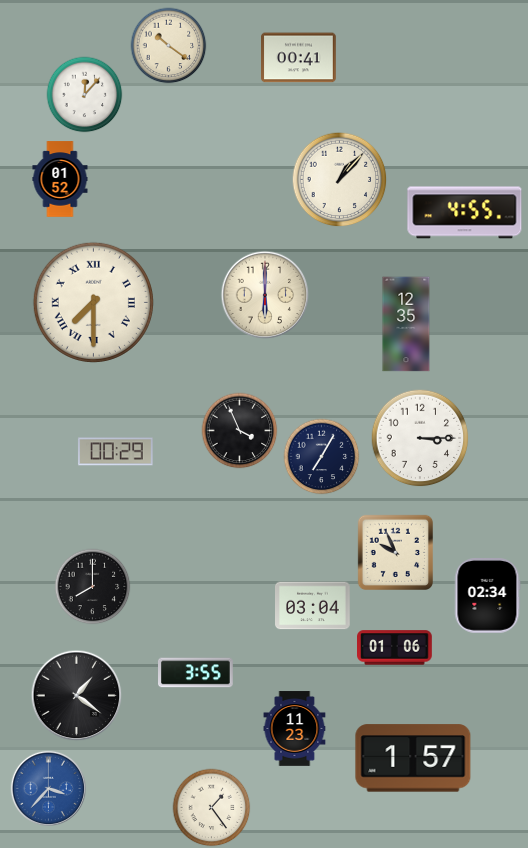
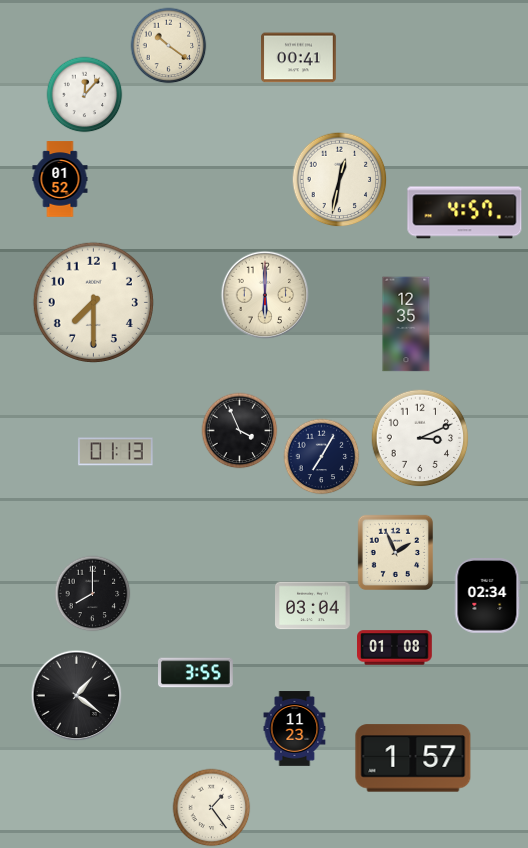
clock at (340, 180): 1:07 -> 12:32
clock at (465, 213): 4:55 -> 4:57
clock at (93, 302) numerals: Roman -> Arabic
clock at (420, 438): 3:15 -> 3:11
clock at (116, 452): 00:29 -> 01:13
clock at (395, 552): 9:56 -> 1:56
clock at (93, 587) position: (93, 587) -> (93, 594)
clock at (395, 648): 01:06 -> 01:08
clock at (48, 788): 3:37 -> none
